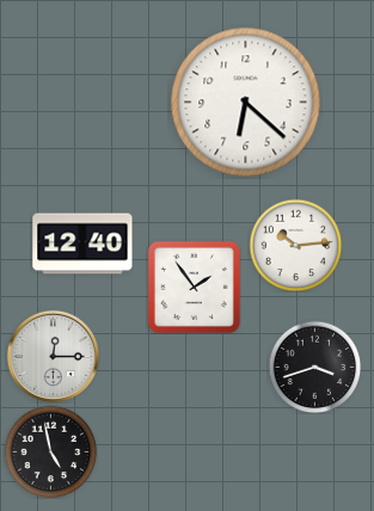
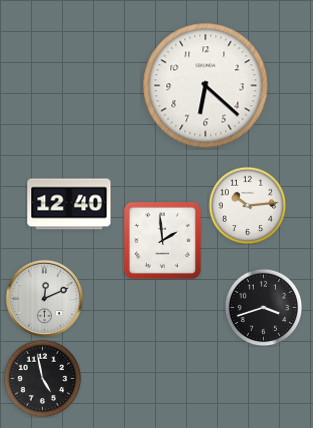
clock at (194, 287): 1:54 -> 1:59
clock at (53, 356): 12:15 -> 12:11
